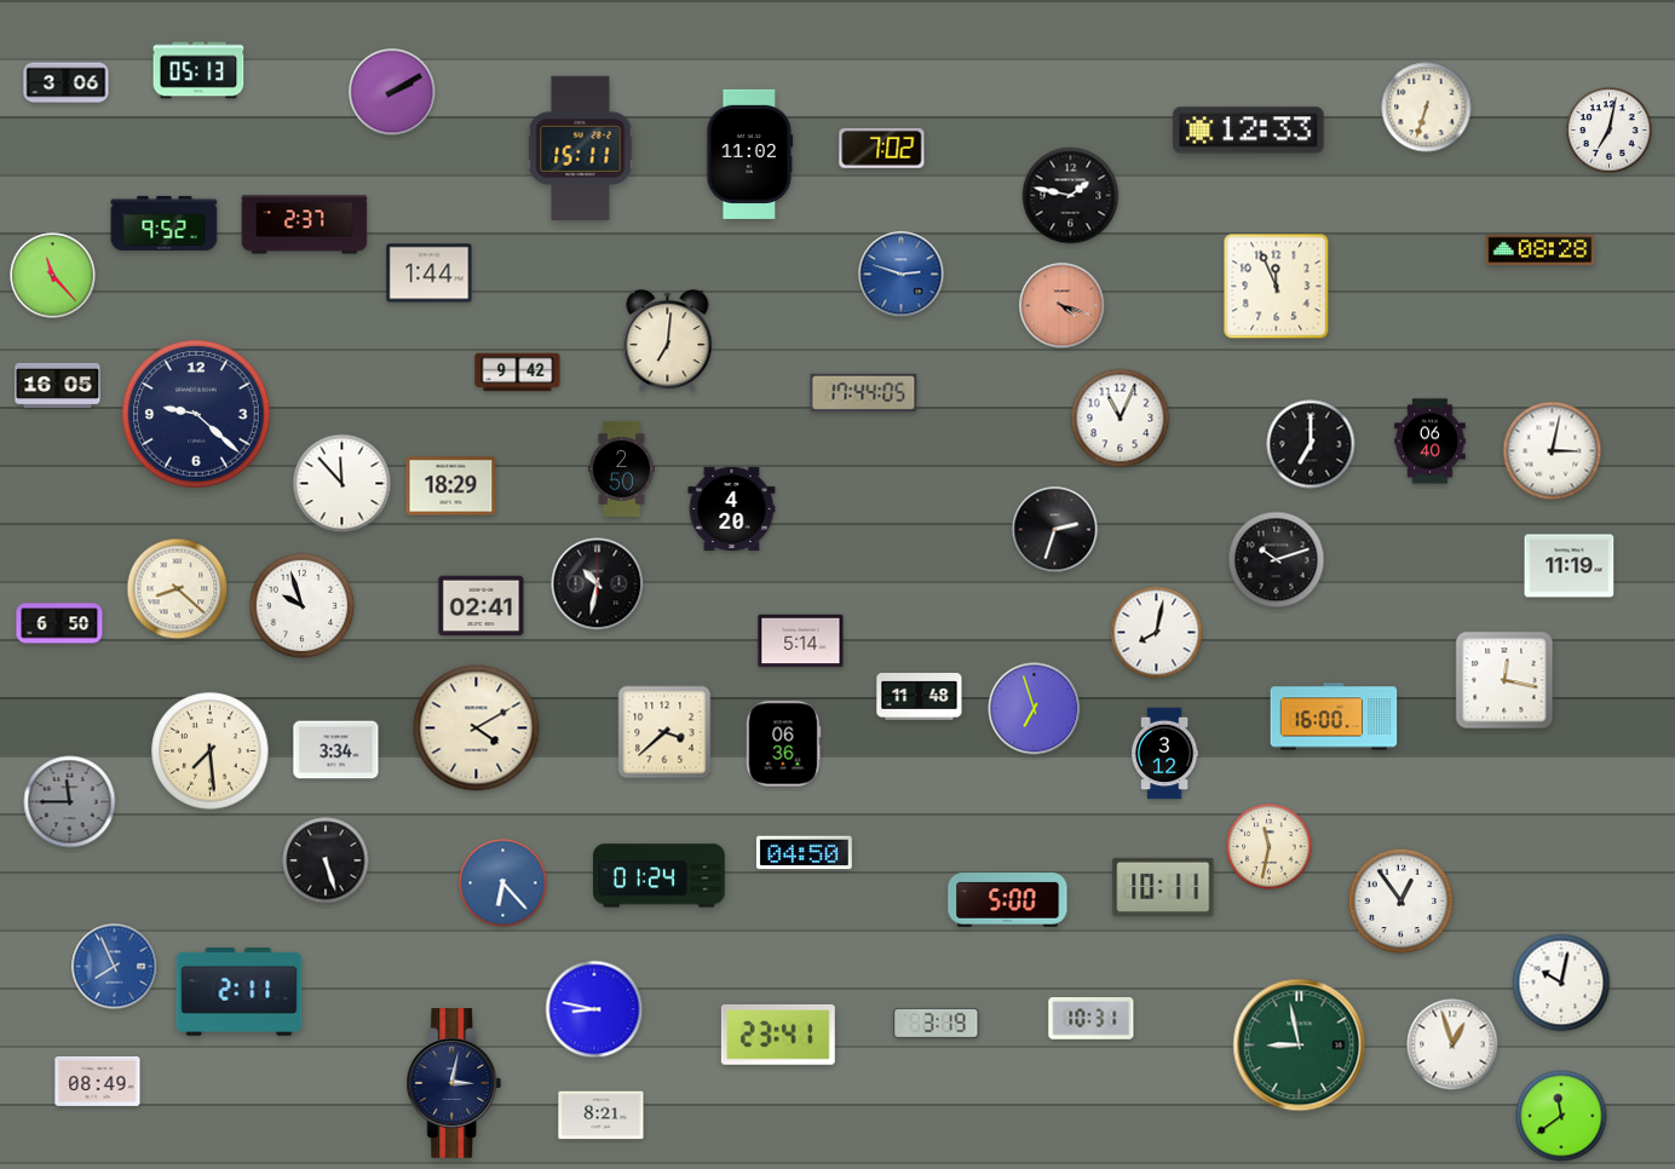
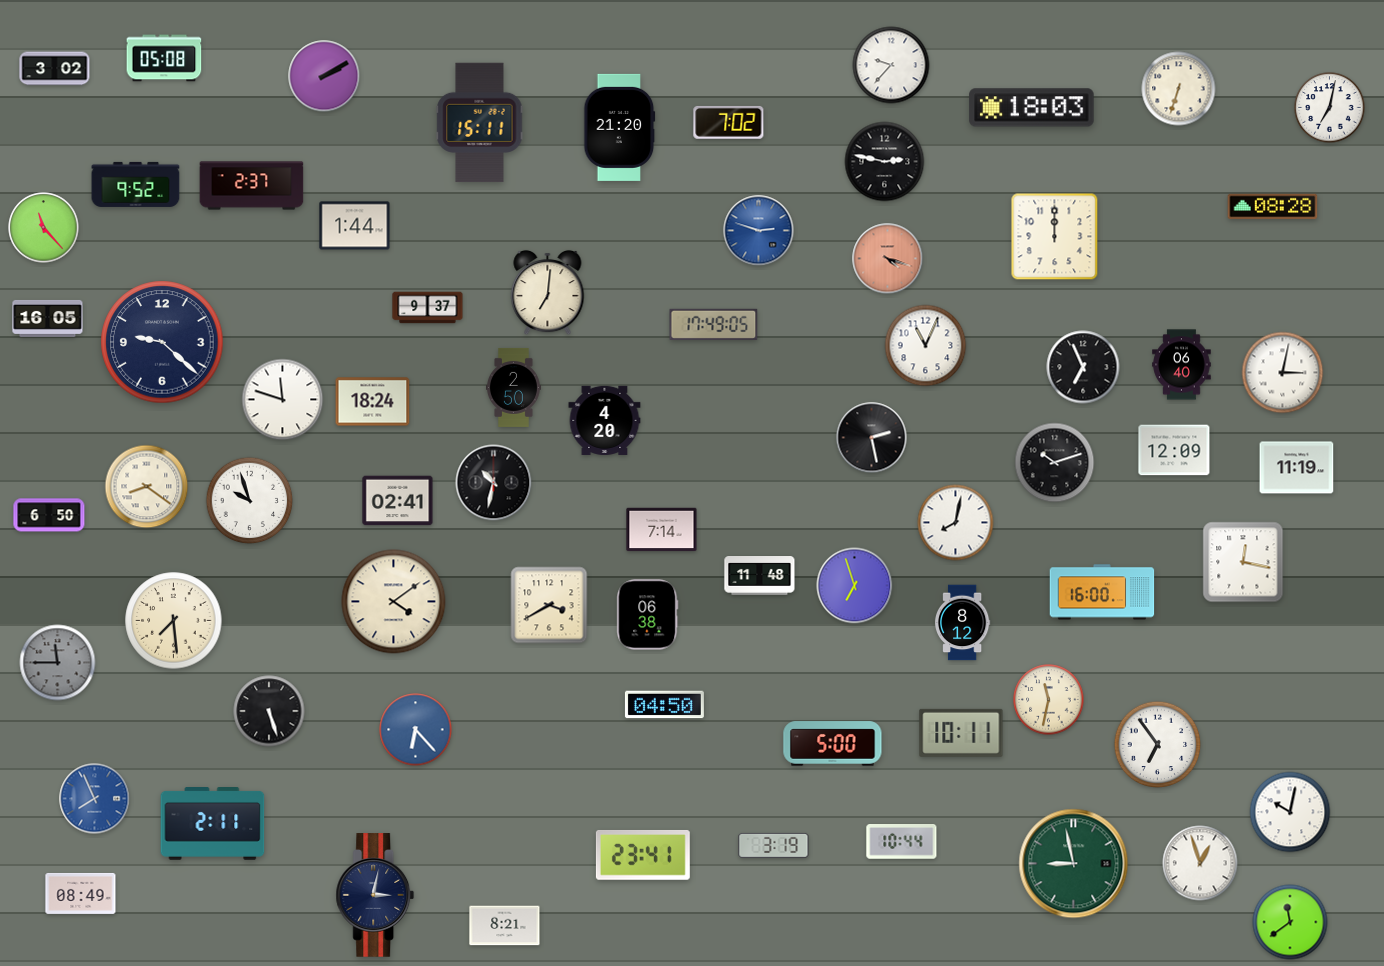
clock at (198, 70): 05:13 -> 05:08
clock at (891, 65): none -> 9:37
clock at (67, 83): 3:06 -> 3:02
clock at (1249, 131): 12:33 -> 18:03
clock at (750, 154): 11:02 -> 21:20
clock at (1071, 196): 1:47 -> 2:47
clock at (902, 275) position: (902, 275) -> (759, 231)
clock at (1277, 287): 11:56 -> 12:00
clock at (1063, 306) position: (1063, 306) -> (888, 259)
clock at (668, 341) position: (668, 341) -> (548, 293)
clock at (518, 373): 9:42 -> 9:37
clock at (864, 392): 17:44 -> 17:49
clock at (1311, 444): 7:00 -> 6:56
clock at (343, 484): 11:53 -> 11:48
clock at (451, 486): 18:29 -> 18:24
clock at (1055, 530): 2:33 -> 2:28
clock at (1174, 450): none -> 12:09
clock at (178, 589): 8:22 -> 8:21
clock at (801, 641): 5:14 -> 7:14
clock at (477, 729): 4:10 -> 4:09
clock at (664, 732): 3:38 -> 3:40
clock at (784, 744): 06:36 -> 06:38
clock at (336, 750): 3:34 -> none
clock at (1164, 754): 3:12 -> 8:12
clock at (660, 876): 01:24 -> none
clock at (1401, 902): 12:54 -> 6:54
clock at (240, 992) position: (240, 992) -> (213, 824)
clock at (594, 1009): 8:47 -> none
clock at (1092, 1019): 10:31 -> 10:44
clock at (601, 1116) position: (601, 1116) -> (505, 926)
